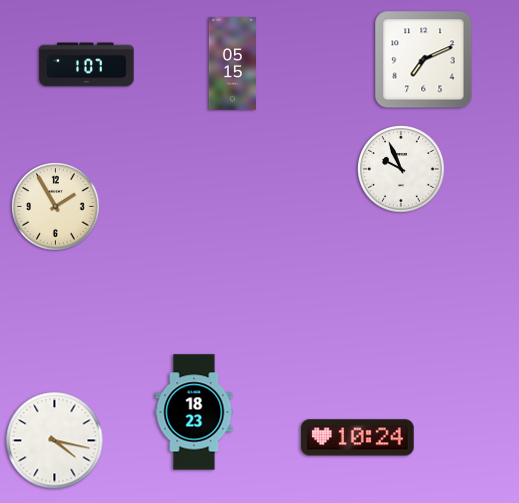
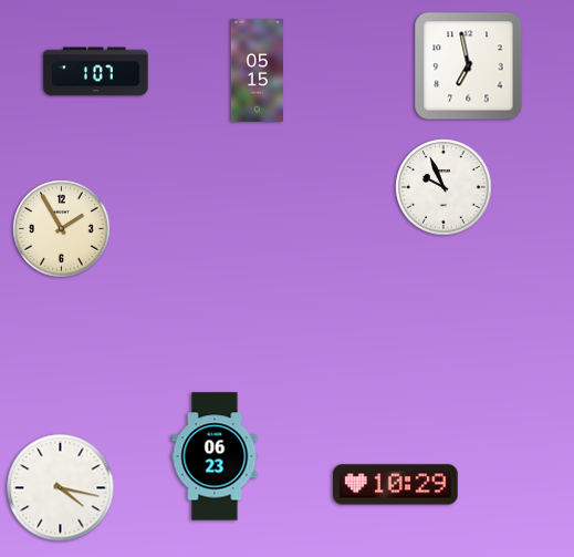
clock at (424, 60): 7:11 -> 6:58
clock at (194, 412): 18:23 -> 06:23
clock at (358, 438): 10:24 -> 10:29
